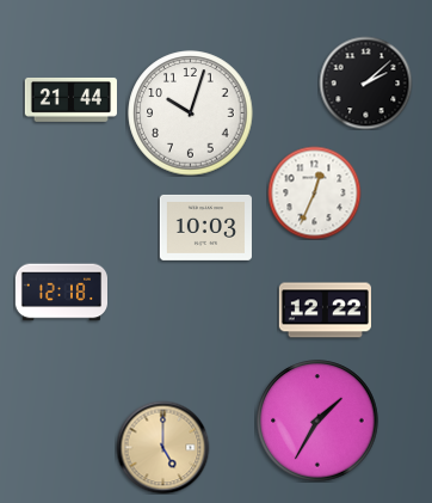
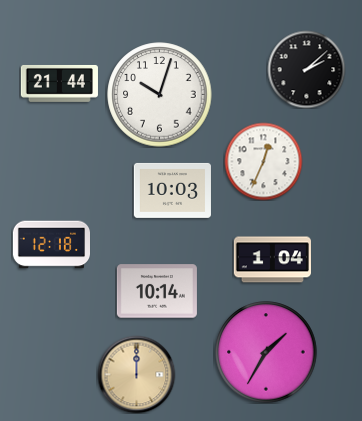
clock at (325, 311): 12:22 -> 1:04
clock at (157, 291): none -> 10:14
clock at (162, 447): 5:00 -> 12:00
